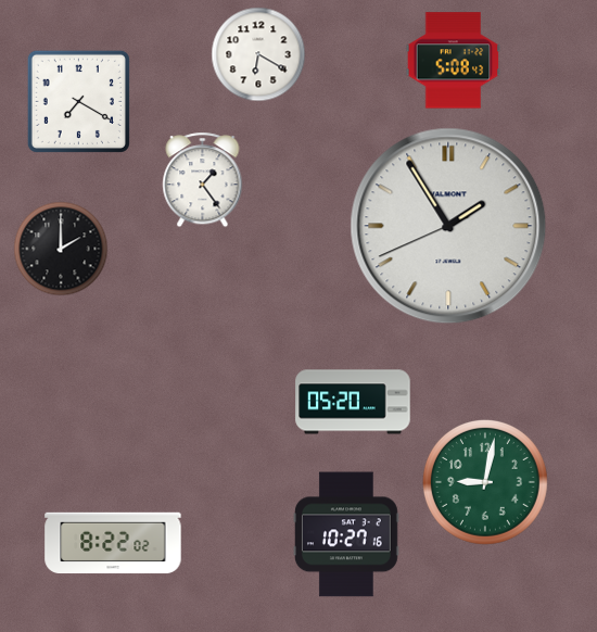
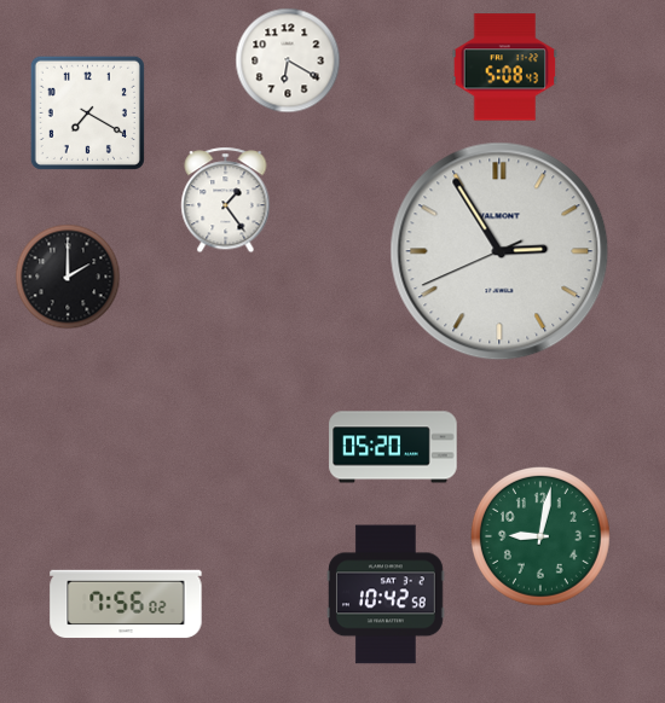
clock at (448, 226): 1:54 -> 2:54
clock at (346, 534): 10:27 -> 10:42
clock at (113, 543): 8:22 -> 7:56
